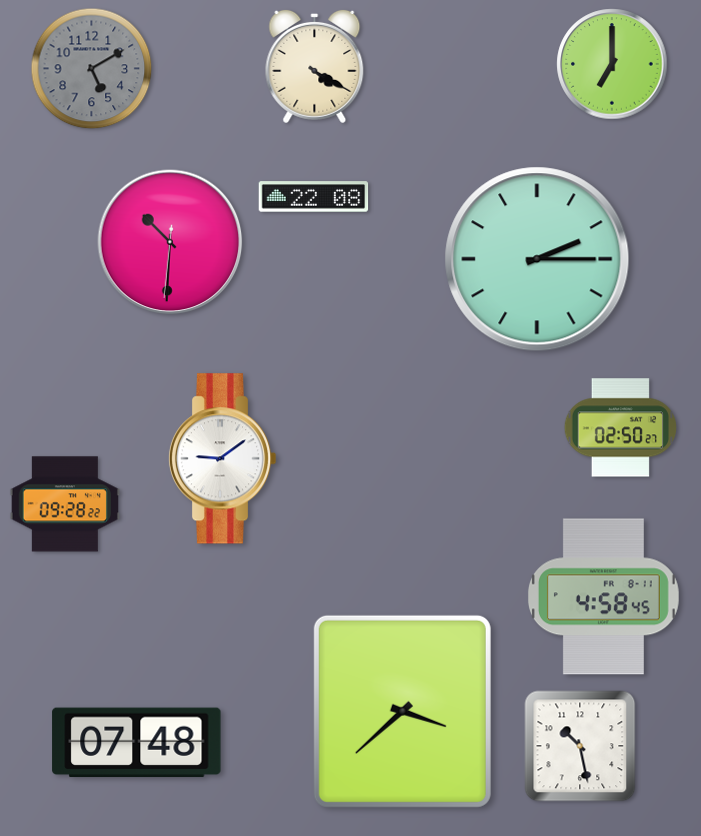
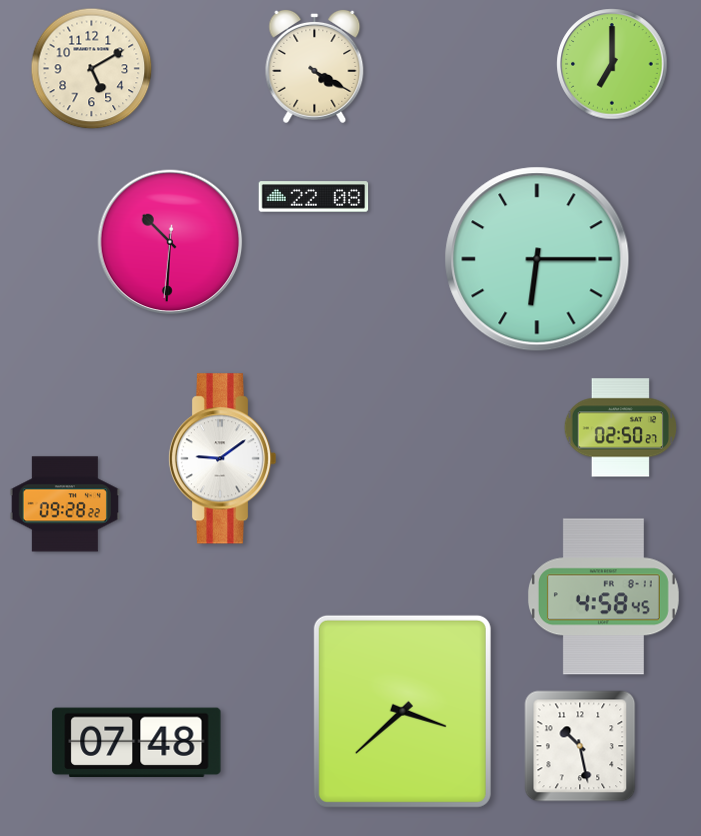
clock at (92, 69) dial: grey -> cream
clock at (537, 259): 2:15 -> 6:15
